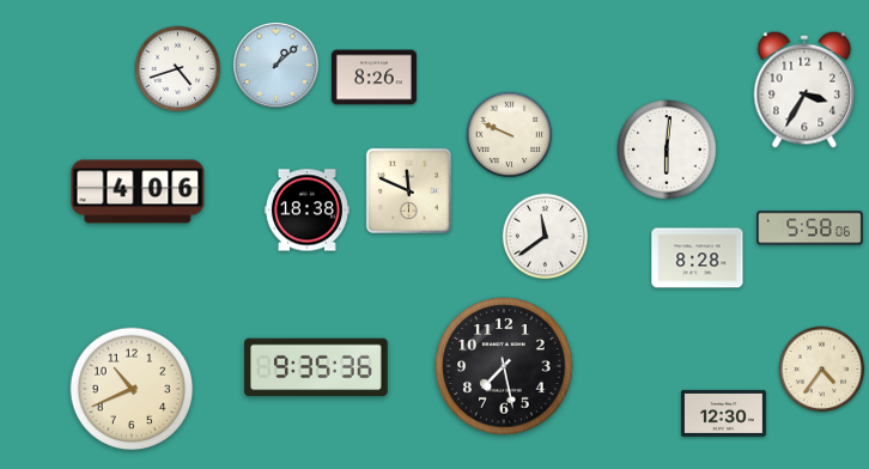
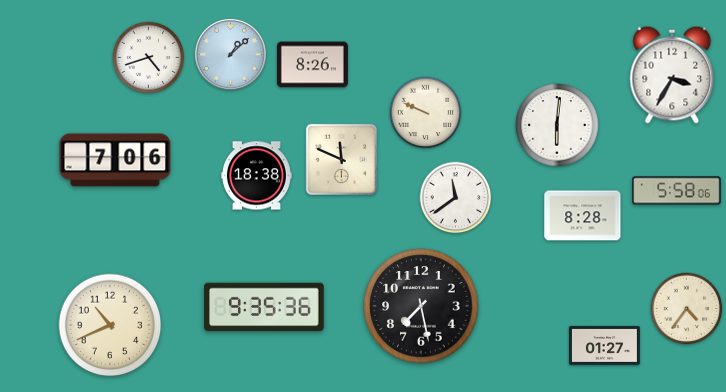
clock at (138, 191): 4:06 -> 7:06
clock at (723, 413): 12:30 -> 01:27
